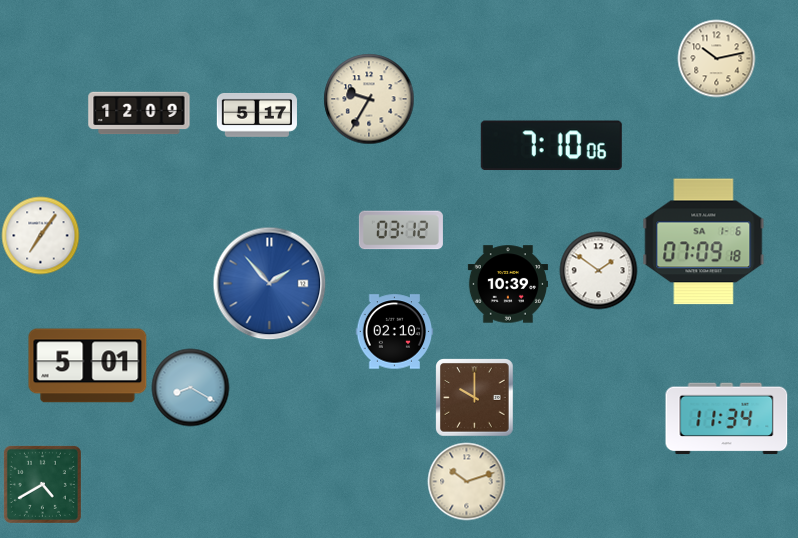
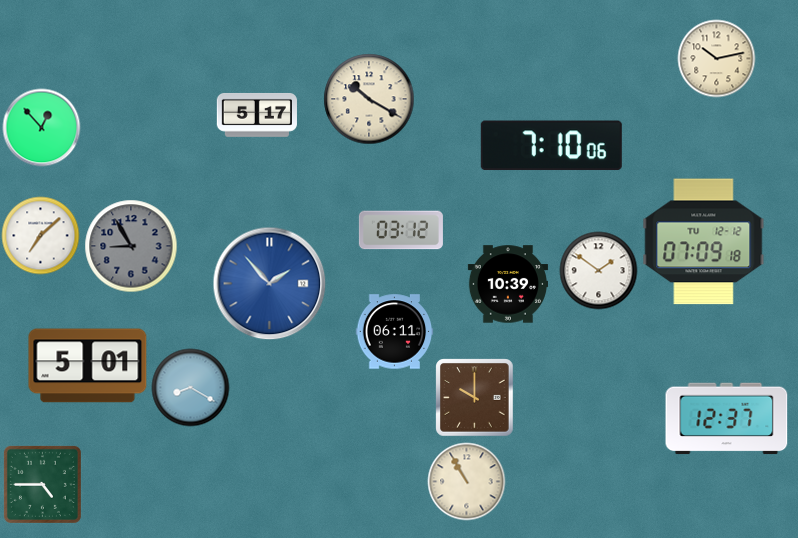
clock at (369, 99): 9:35 -> 10:20
clock at (139, 113): 12:09 -> none
clock at (41, 127): none -> 12:53
clock at (40, 235): 7:06 -> 7:08
clock at (704, 242) date: SA 1-6 -> TU 12-12
clock at (131, 246): none -> 8:55
clock at (394, 332): 02:10 -> 06:11
clock at (727, 419): 11:34 -> 12:37
clock at (466, 481): 10:12 -> 10:55
clock at (42, 484): 4:40 -> 4:45
